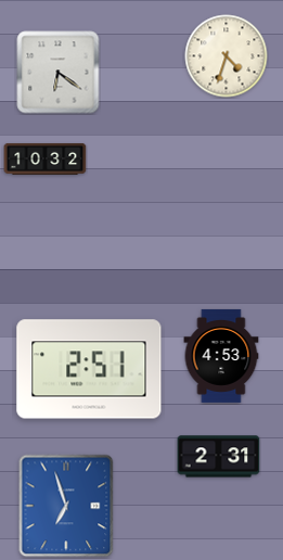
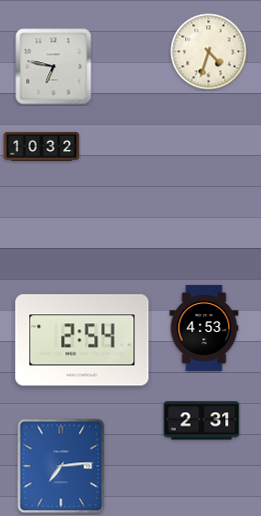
clock at (59, 73): 6:21 -> 6:47
clock at (89, 369): 2:51 -> 2:54
clock at (66, 506): 6:57 -> 7:14
